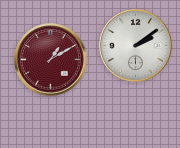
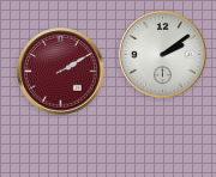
clock at (51, 60): 1:10 -> 2:10
